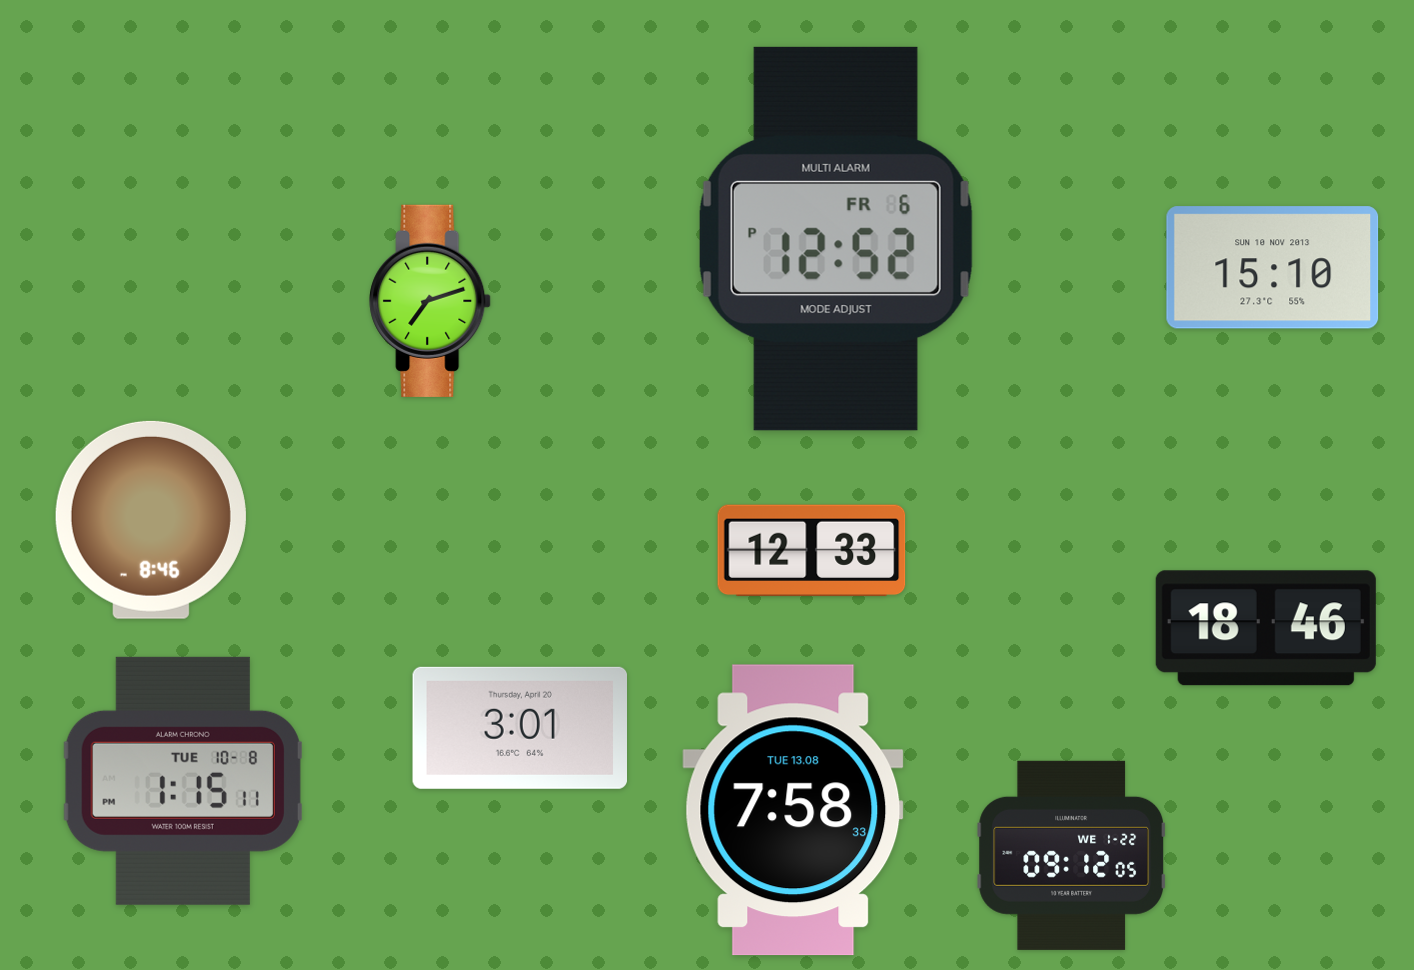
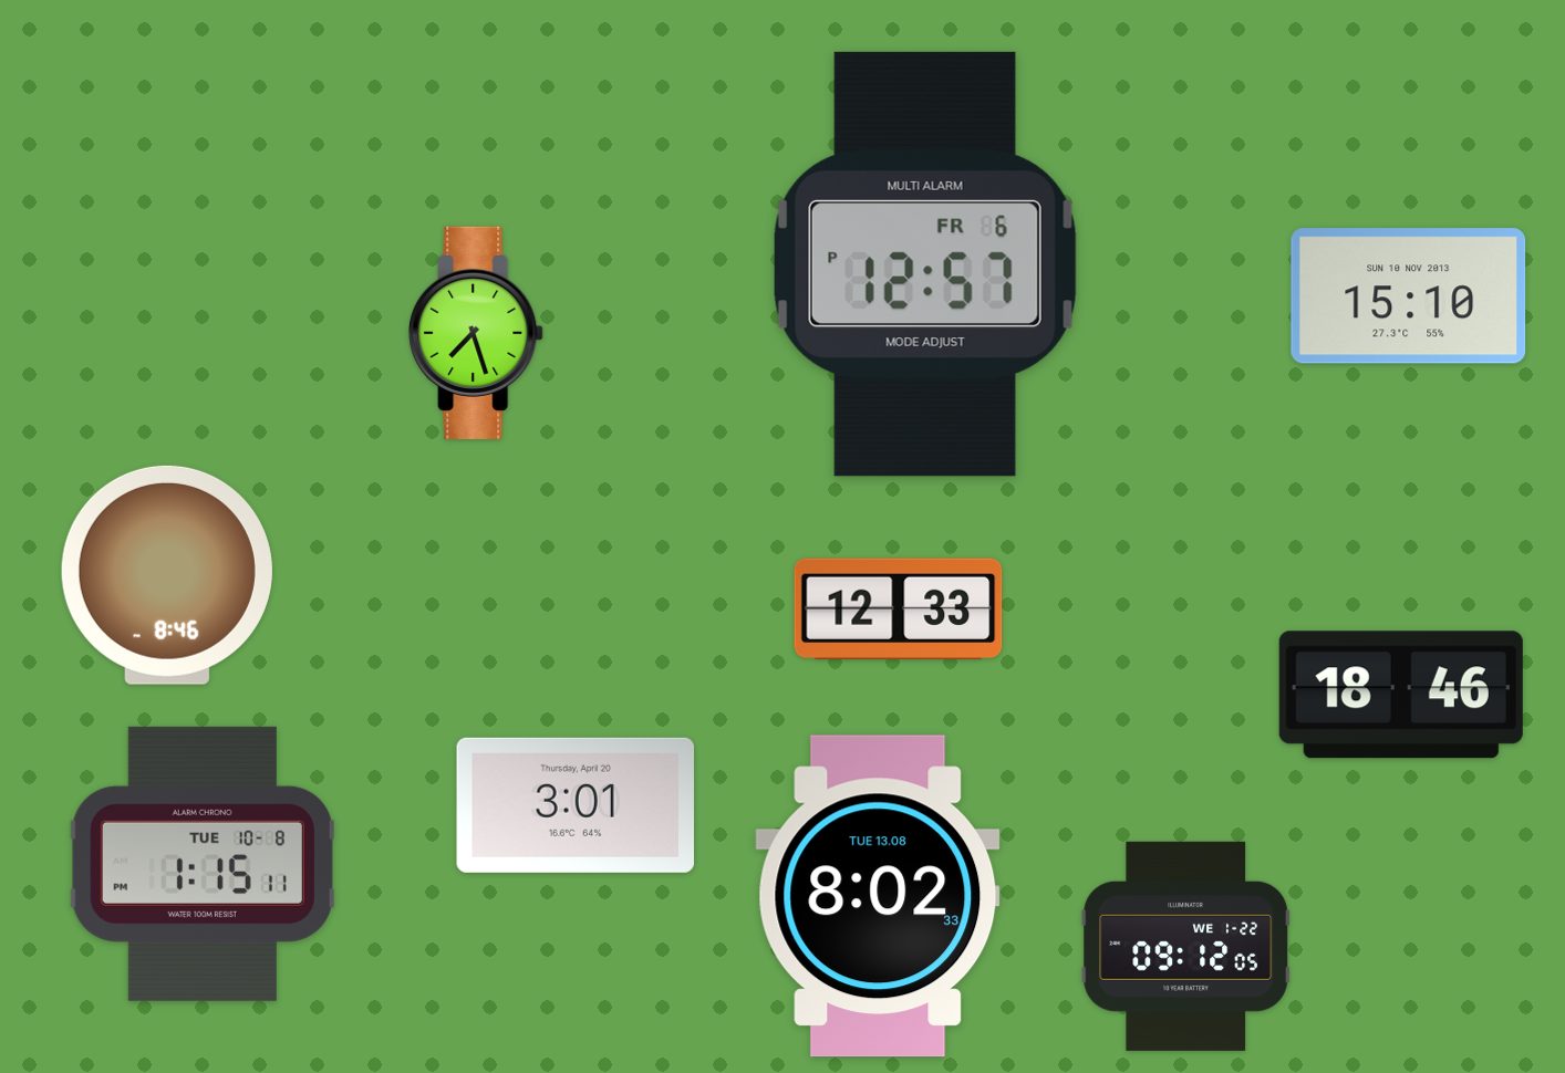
clock at (836, 239): 12:52 -> 12:57
clock at (430, 301): 7:12 -> 7:27
clock at (793, 810): 7:58 -> 8:02
